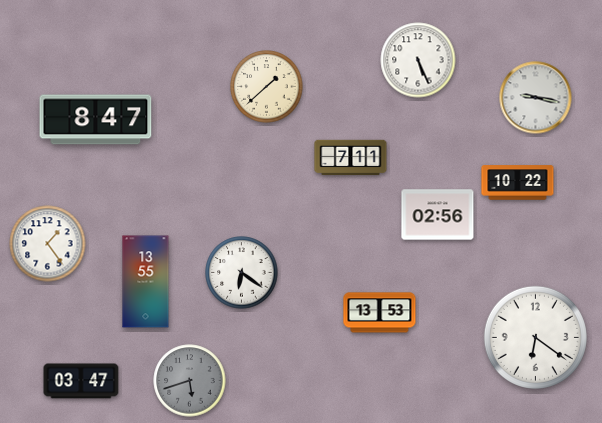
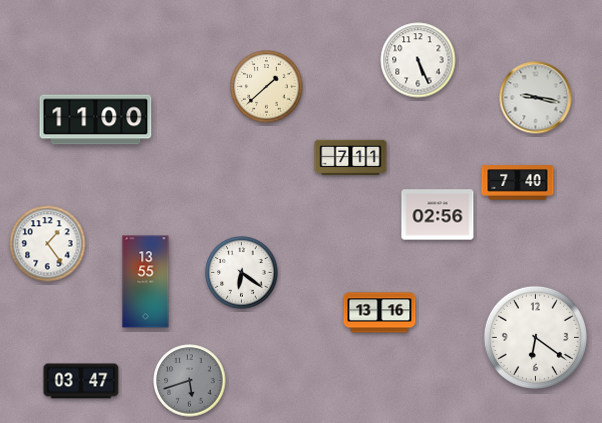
clock at (96, 120): 8:47 -> 11:00
clock at (518, 183): 10:22 -> 7:40
clock at (380, 313): 13:53 -> 13:16
